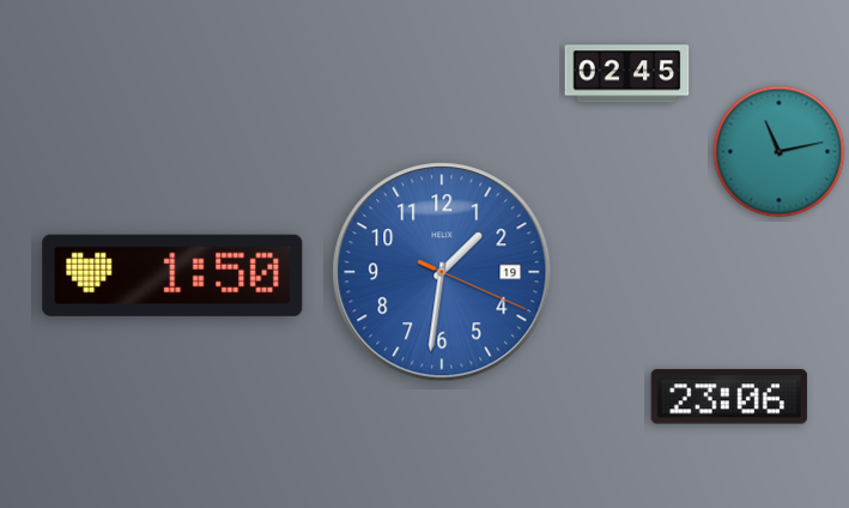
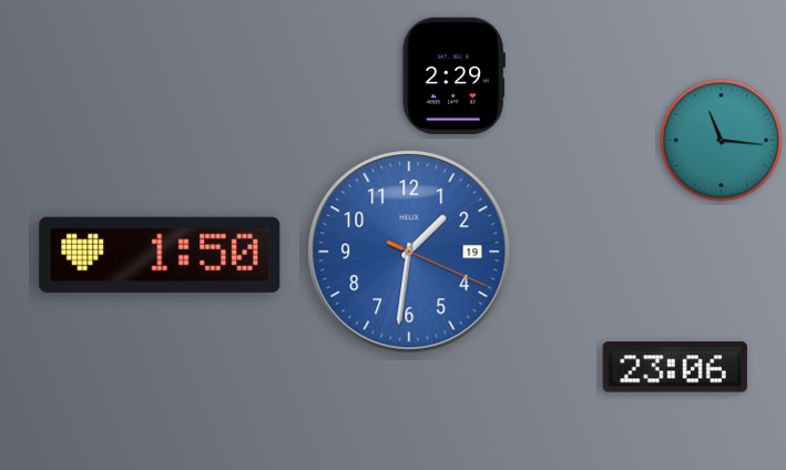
clock at (627, 74): 02:45 -> none
clock at (453, 76): none -> 2:29
clock at (780, 152): 11:13 -> 11:16
